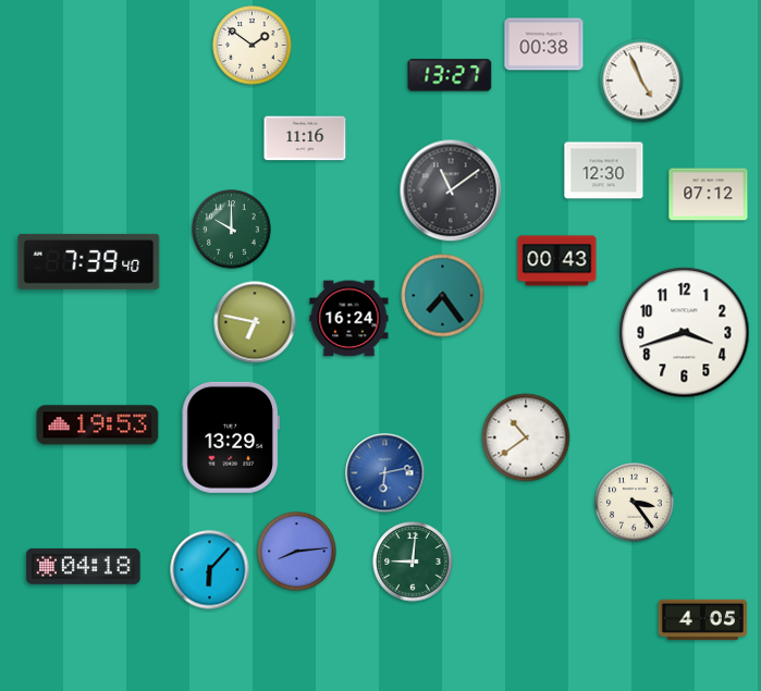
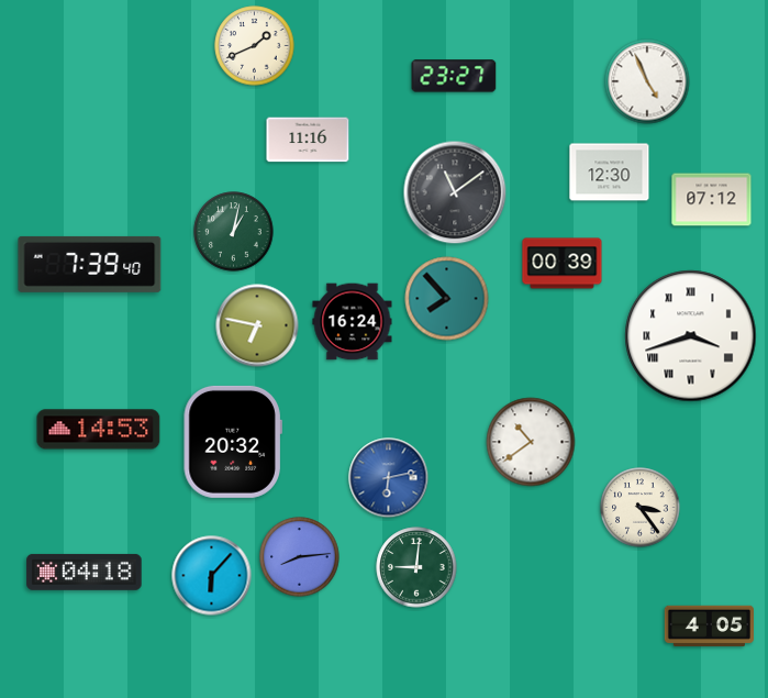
clock at (544, 45): 00:38 -> none
clock at (253, 46): 1:51 -> 1:41
clock at (450, 75): 13:27 -> 23:27
clock at (709, 195) position: (709, 195) -> (712, 200)
clock at (232, 230): 10:00 -> 1:02
clock at (557, 261): 00:43 -> 00:39
clock at (443, 296): 7:24 -> 7:53
clock at (685, 333) numerals: Arabic -> Roman
clock at (98, 425): 19:53 -> 14:53
clock at (231, 437): 13:29 -> 20:32
